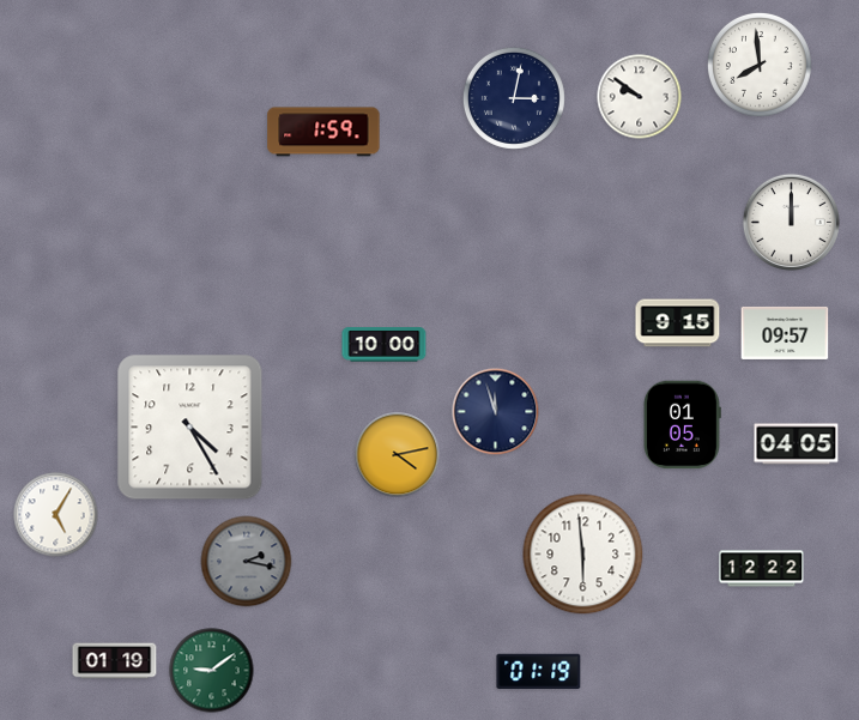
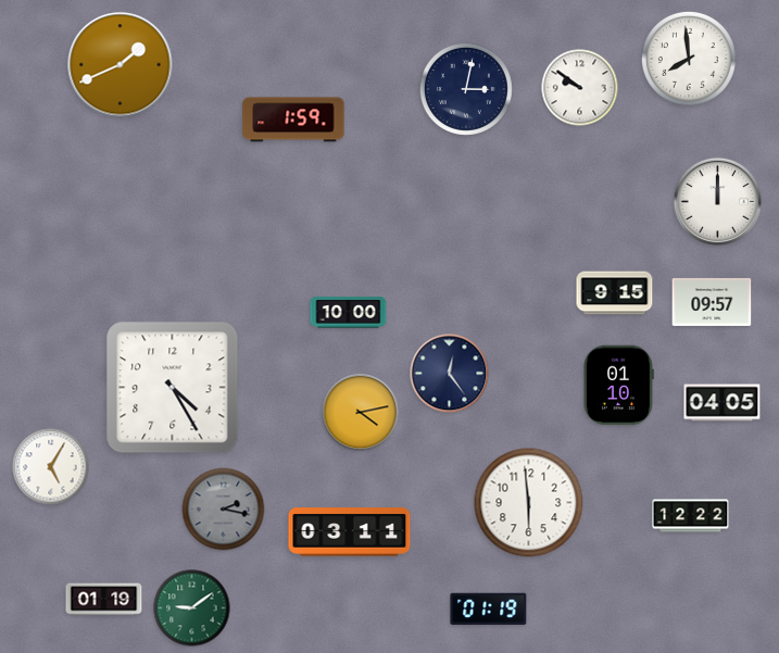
clock at (121, 65): none -> 1:41
clock at (496, 412): 11:57 -> 12:24
clock at (682, 425): 01:05 -> 01:10
clock at (350, 532): none -> 03:11
